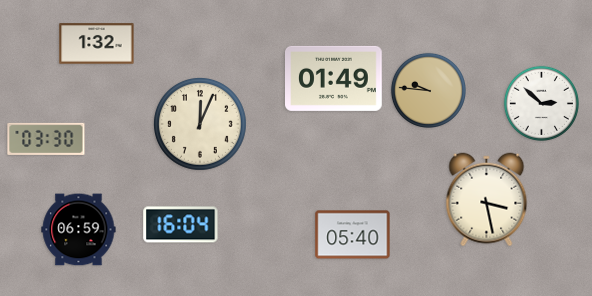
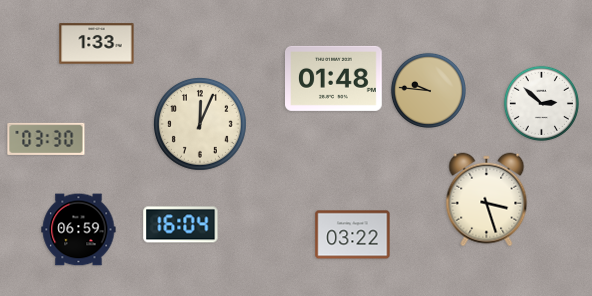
clock at (97, 44): 1:32 -> 1:33
clock at (334, 78): 01:49 -> 01:48
clock at (487, 200): 3:28 -> 3:27
clock at (353, 235): 05:40 -> 03:22
